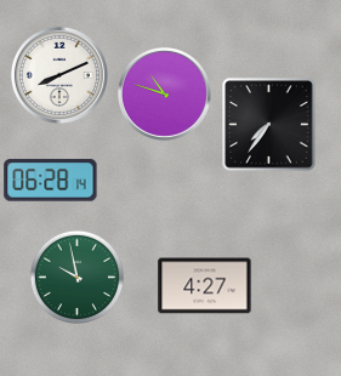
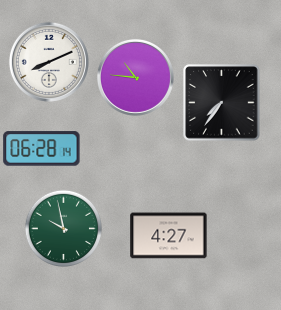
clock at (164, 93): 10:48 -> 10:46
